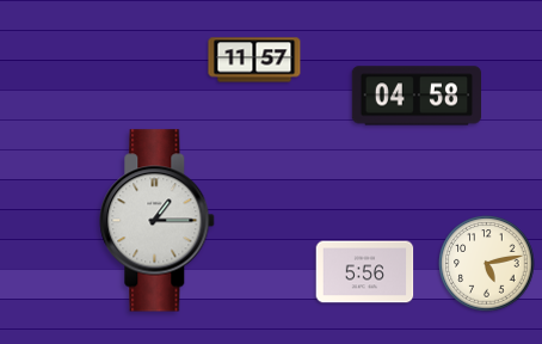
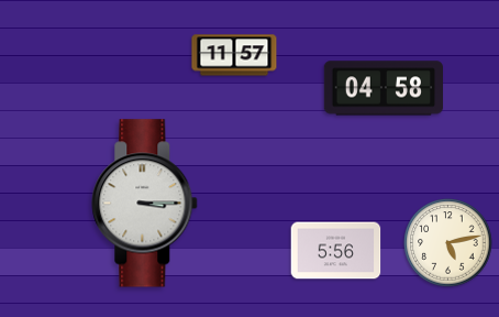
clock at (158, 221): 1:15 -> 3:15
